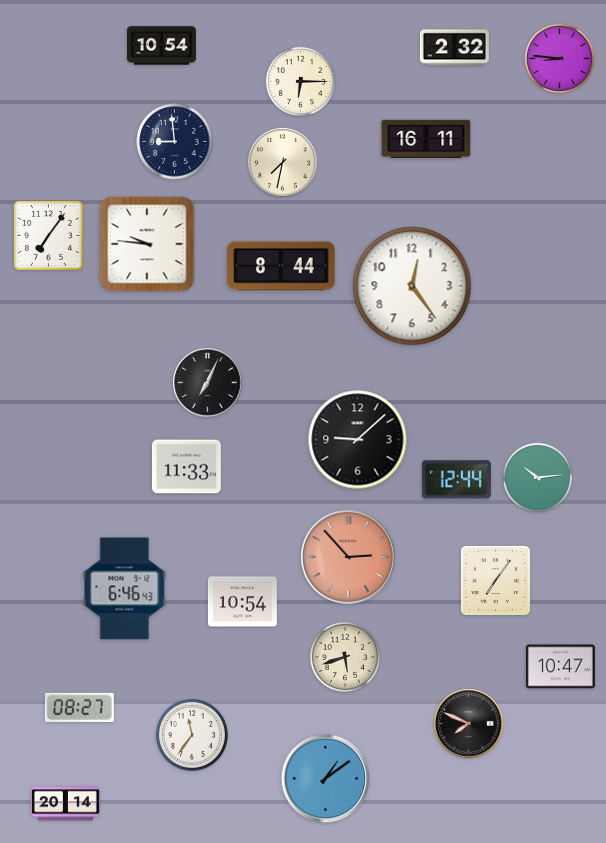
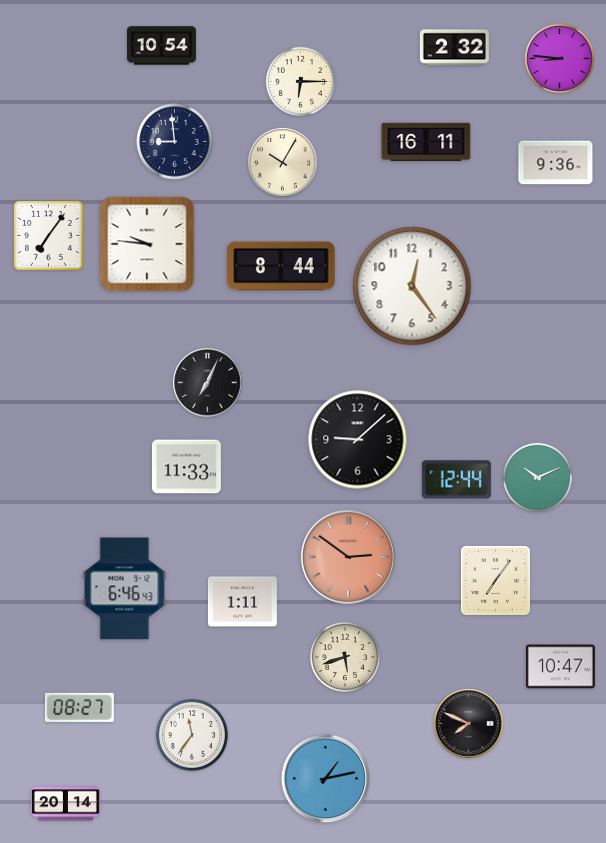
clock at (426, 139) position: (426, 139) -> (426, 142)
clock at (283, 163): 7:32 -> 10:05
clock at (556, 163): none -> 9:36
clock at (538, 478): 10:14 -> 10:11
clock at (348, 557): 2:53 -> 2:51
clock at (242, 602): 10:54 -> 1:11
clock at (326, 779): 1:09 -> 1:13
